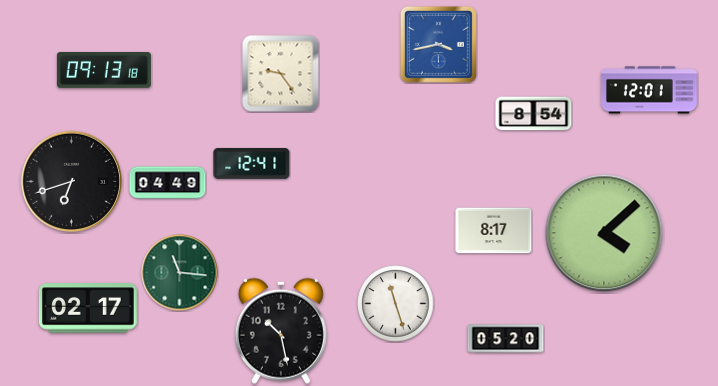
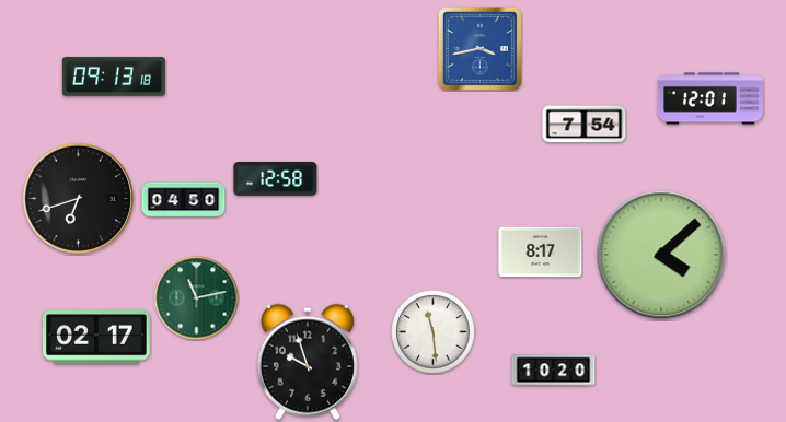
clock at (281, 74): 9:24 -> none
clock at (534, 114): 8:54 -> 7:54
clock at (252, 163): 12:41 -> 12:58
clock at (168, 183): 04:49 -> 04:50
clock at (180, 273): 11:16 -> 11:13
clock at (396, 304): 11:27 -> 11:29
clock at (281, 331): 10:28 -> 9:57
clock at (506, 339): 05:20 -> 10:20
